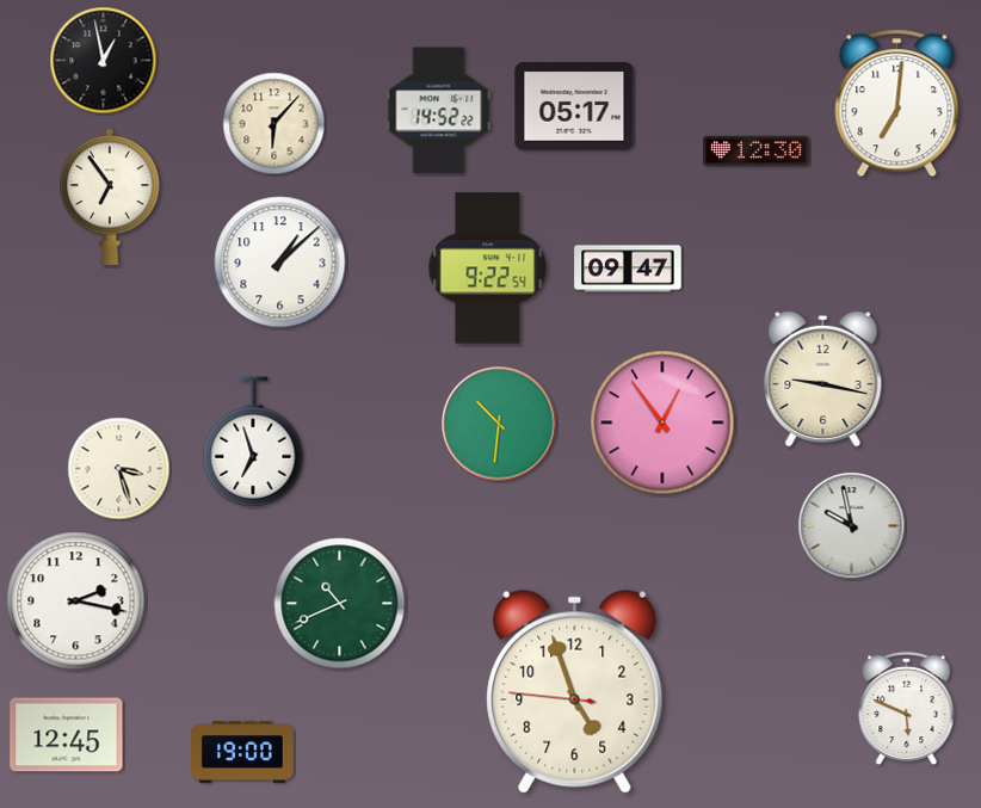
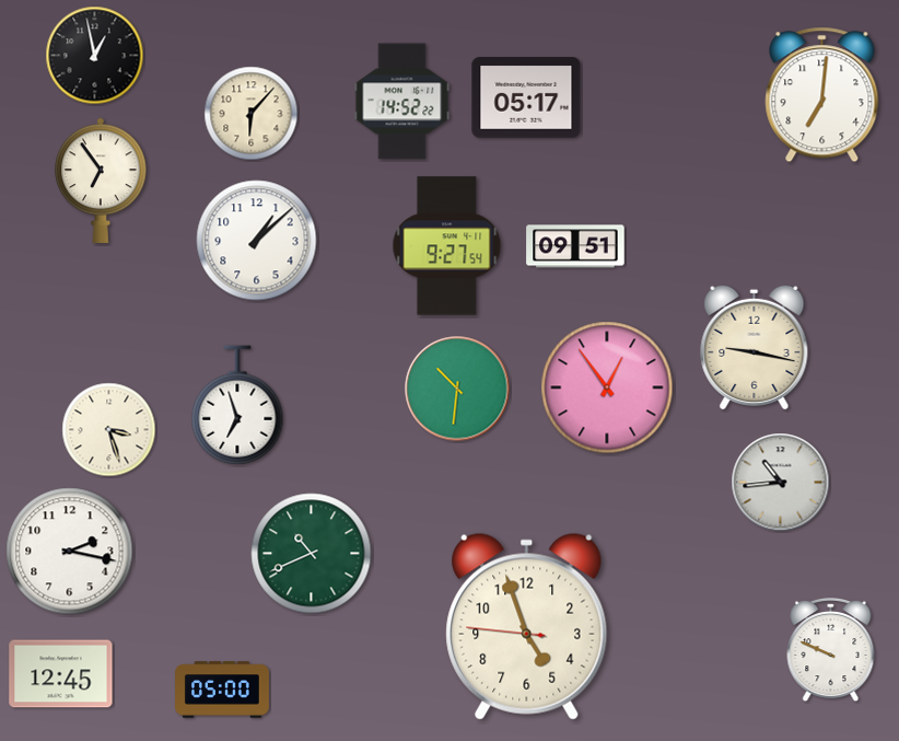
clock at (757, 152): 12:30 -> none
clock at (488, 269): 9:22 -> 9:27
clock at (628, 269): 09:47 -> 09:51
clock at (253, 442) position: (253, 442) -> (237, 405)
clock at (852, 526): 9:58 -> 10:44
clock at (575, 691) position: (575, 691) -> (527, 626)
clock at (907, 709): 5:49 -> 9:49
clock at (243, 752): 19:00 -> 05:00
